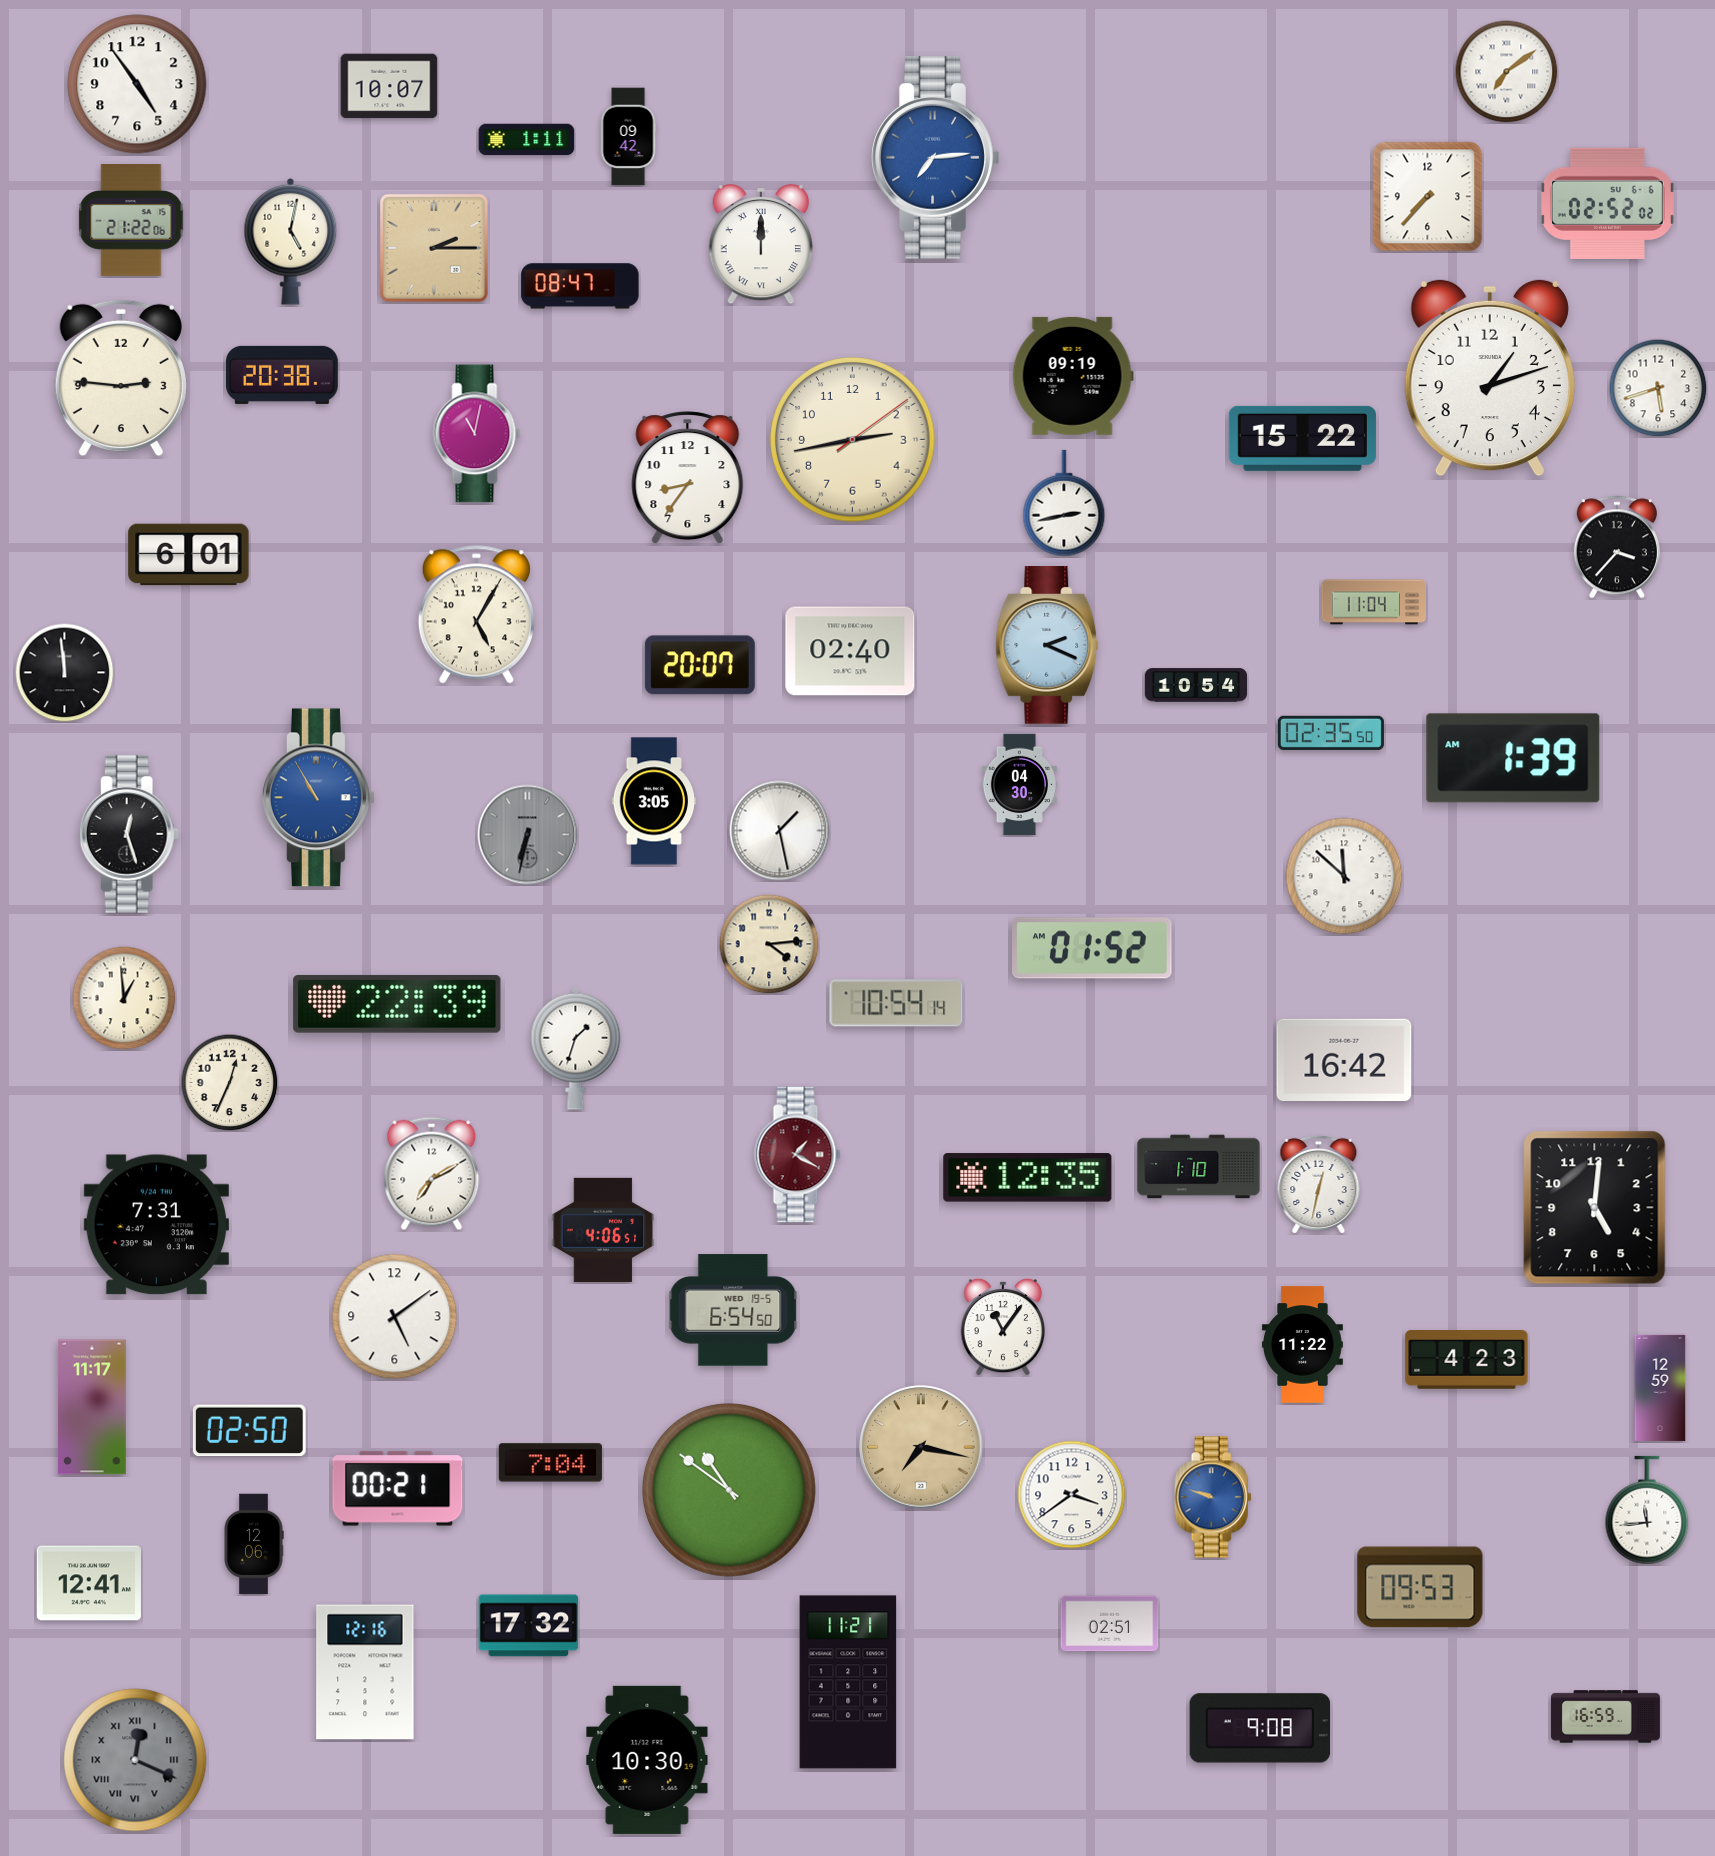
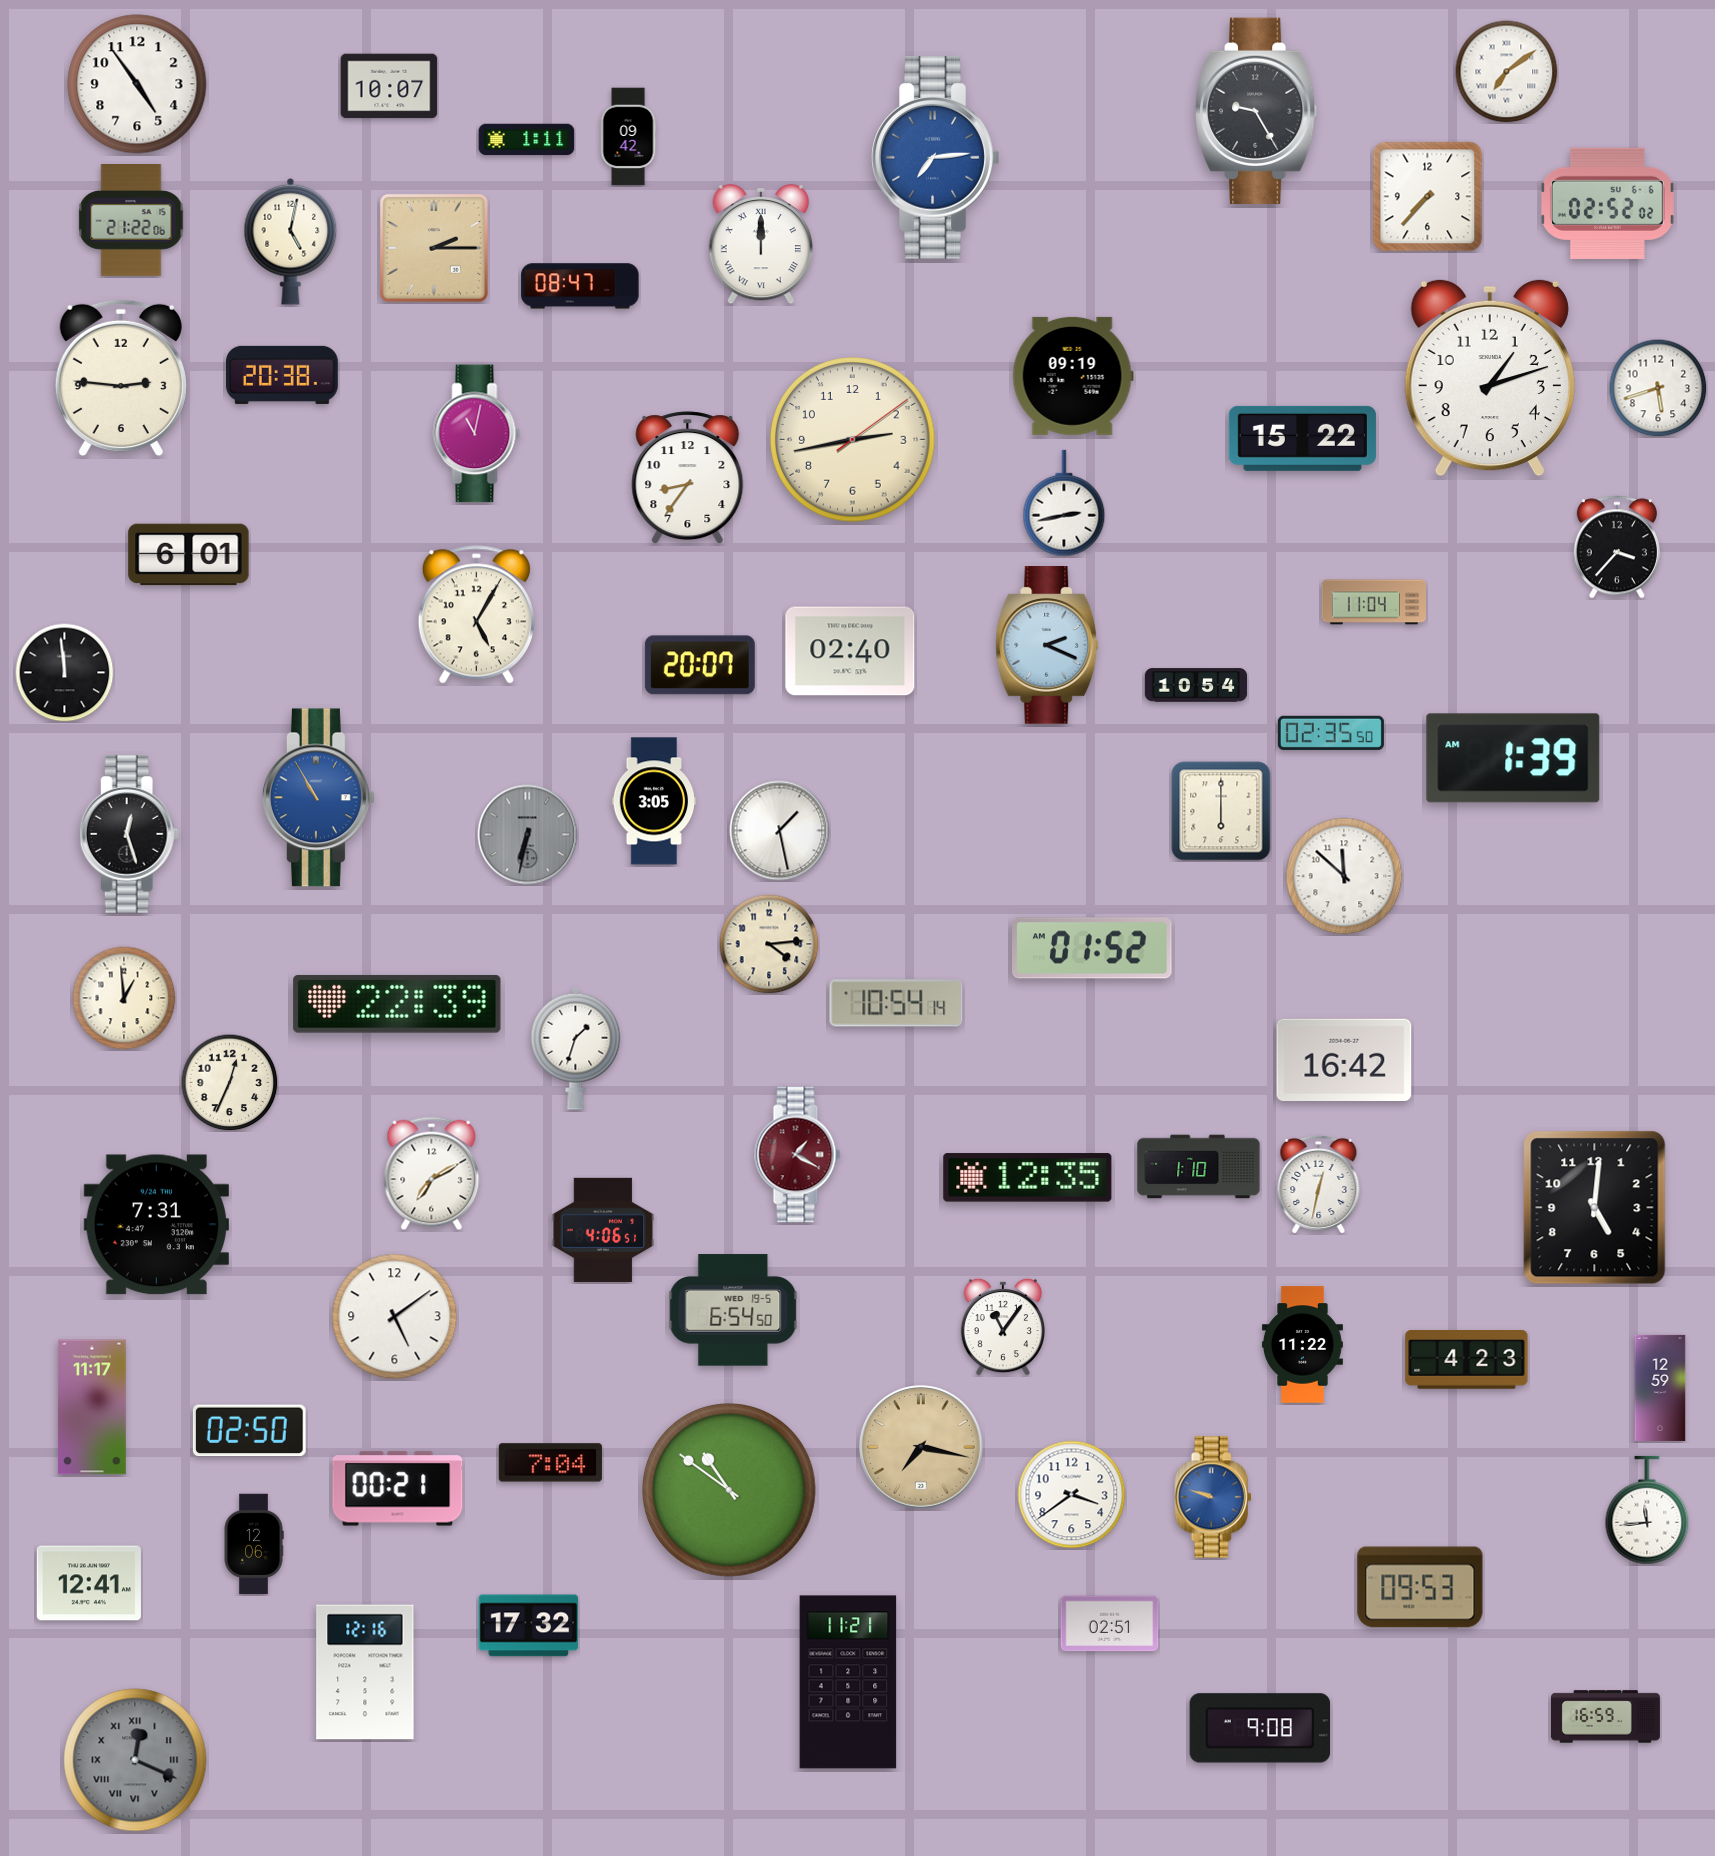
clock at (1256, 111): none -> 9:25
clock at (1020, 785): 04:30 -> none
clock at (1221, 811): none -> 6:00
clock at (647, 1760): 10:30 -> none
